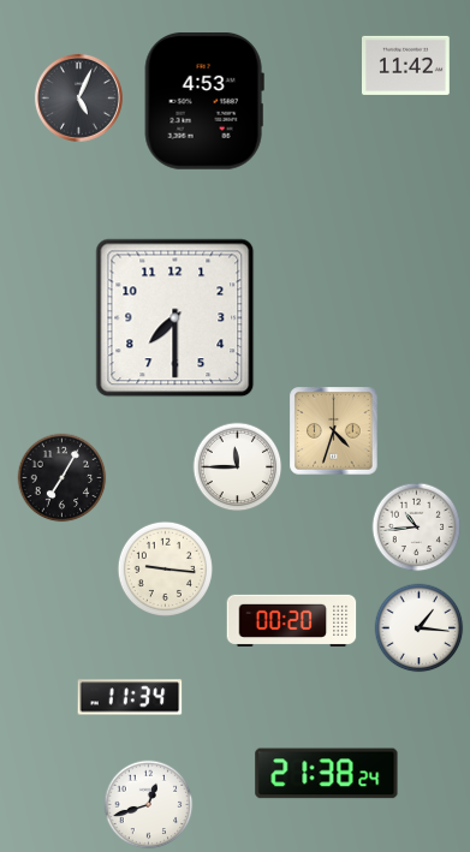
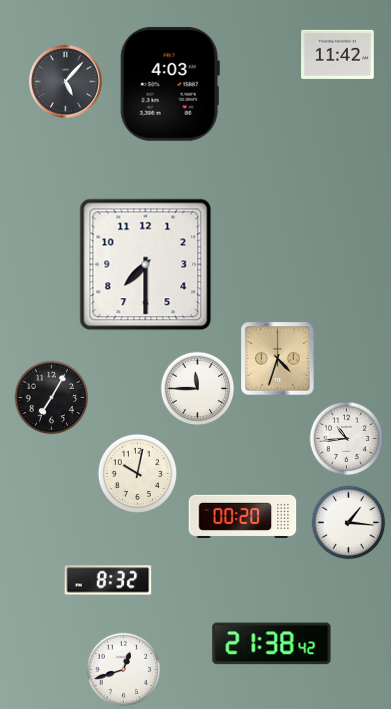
clock at (78, 97): 5:04 -> 5:07
clock at (204, 101): 4:53 -> 4:03
clock at (165, 568): 9:16 -> 10:02
clock at (130, 697): 11:34 -> 8:32
clock at (327, 774): 21:38:24 -> 21:38:42
